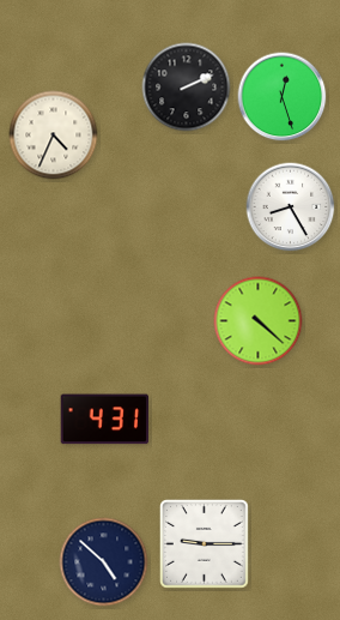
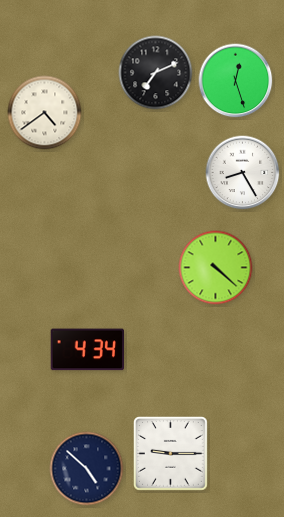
clock at (187, 88): 2:11 -> 7:11
clock at (54, 136): 4:34 -> 4:39
clock at (105, 420): 4:31 -> 4:34
